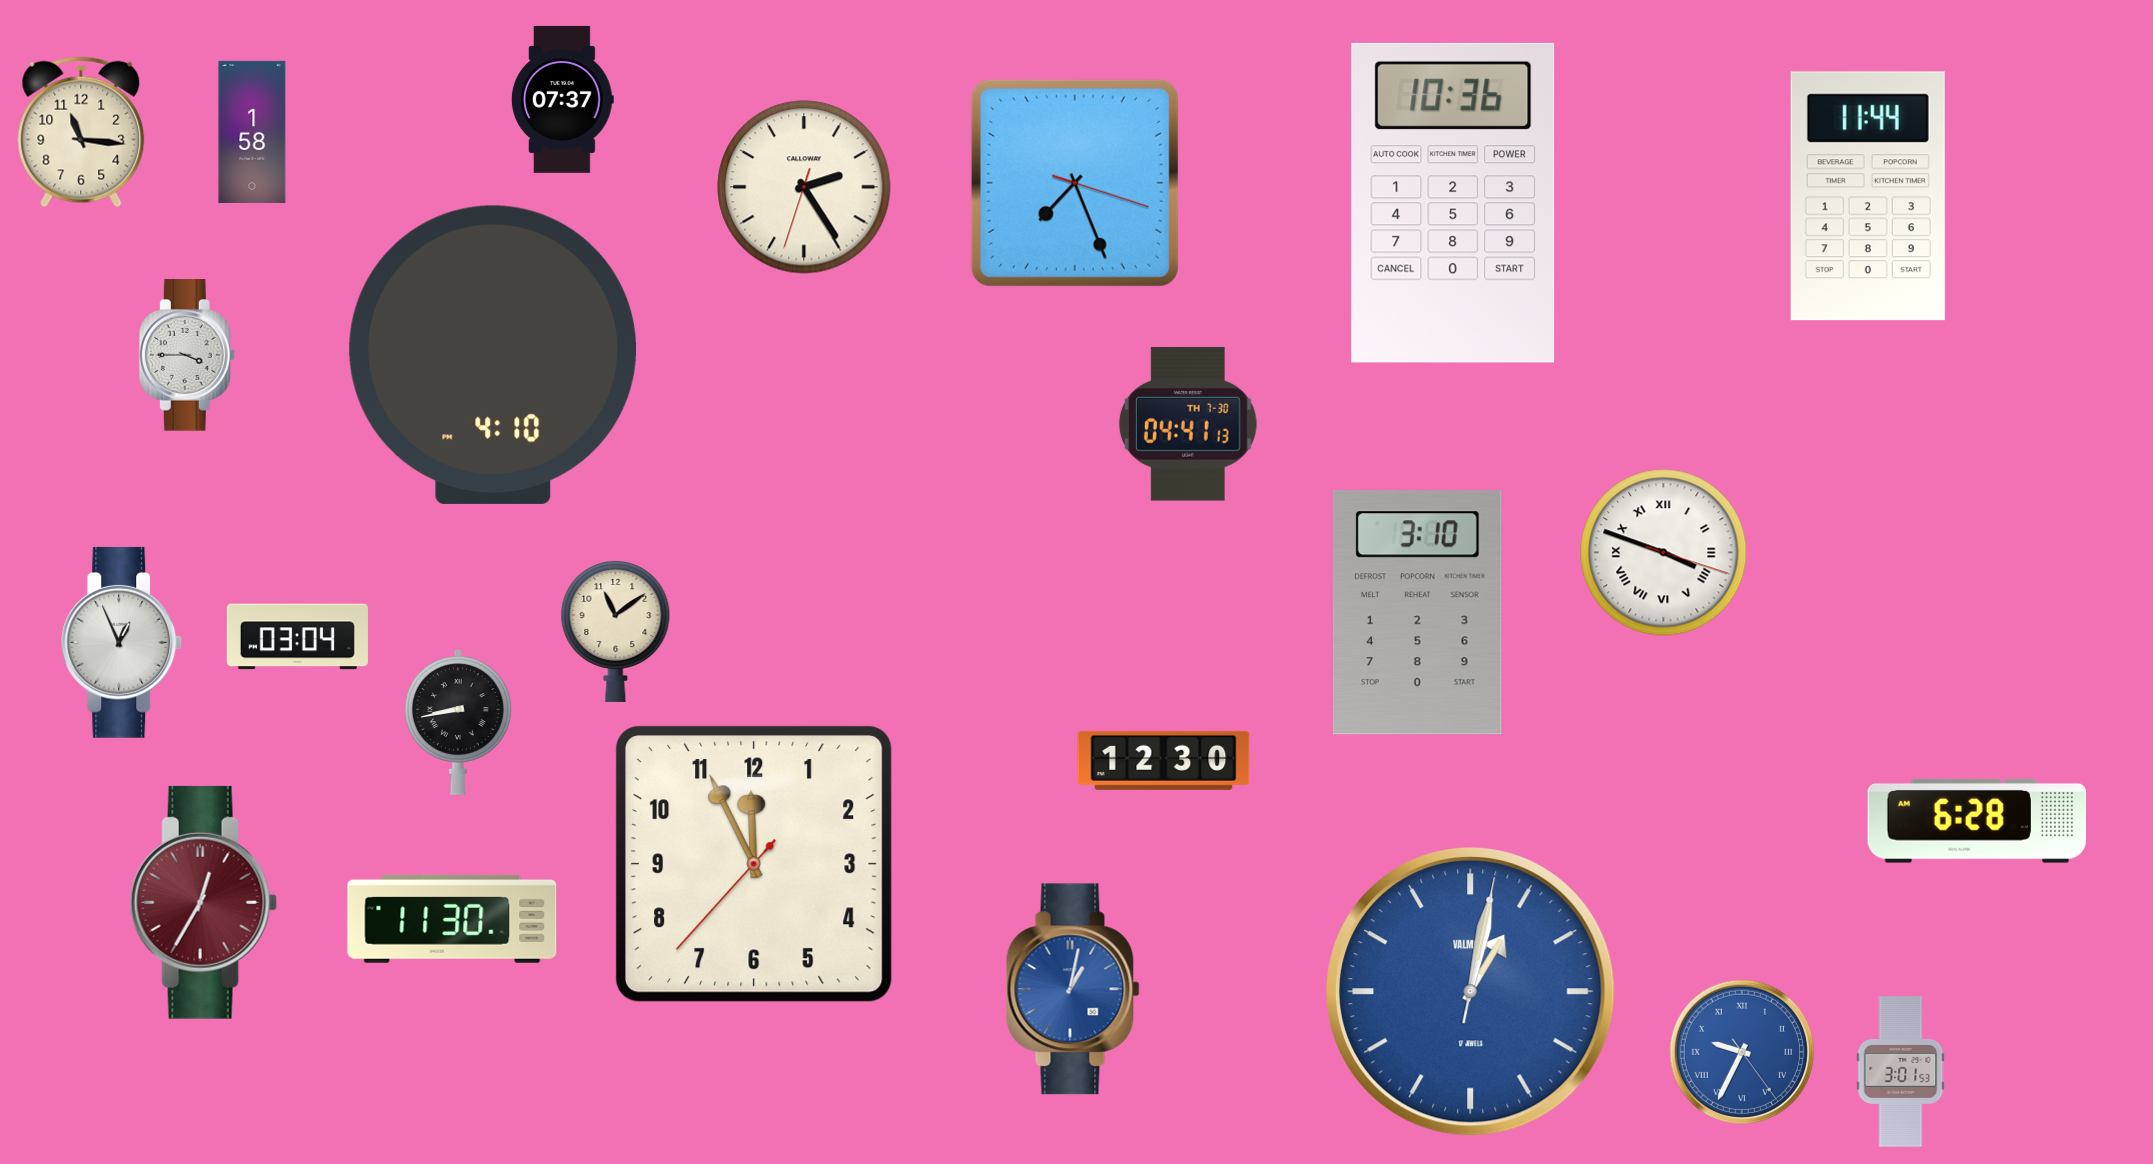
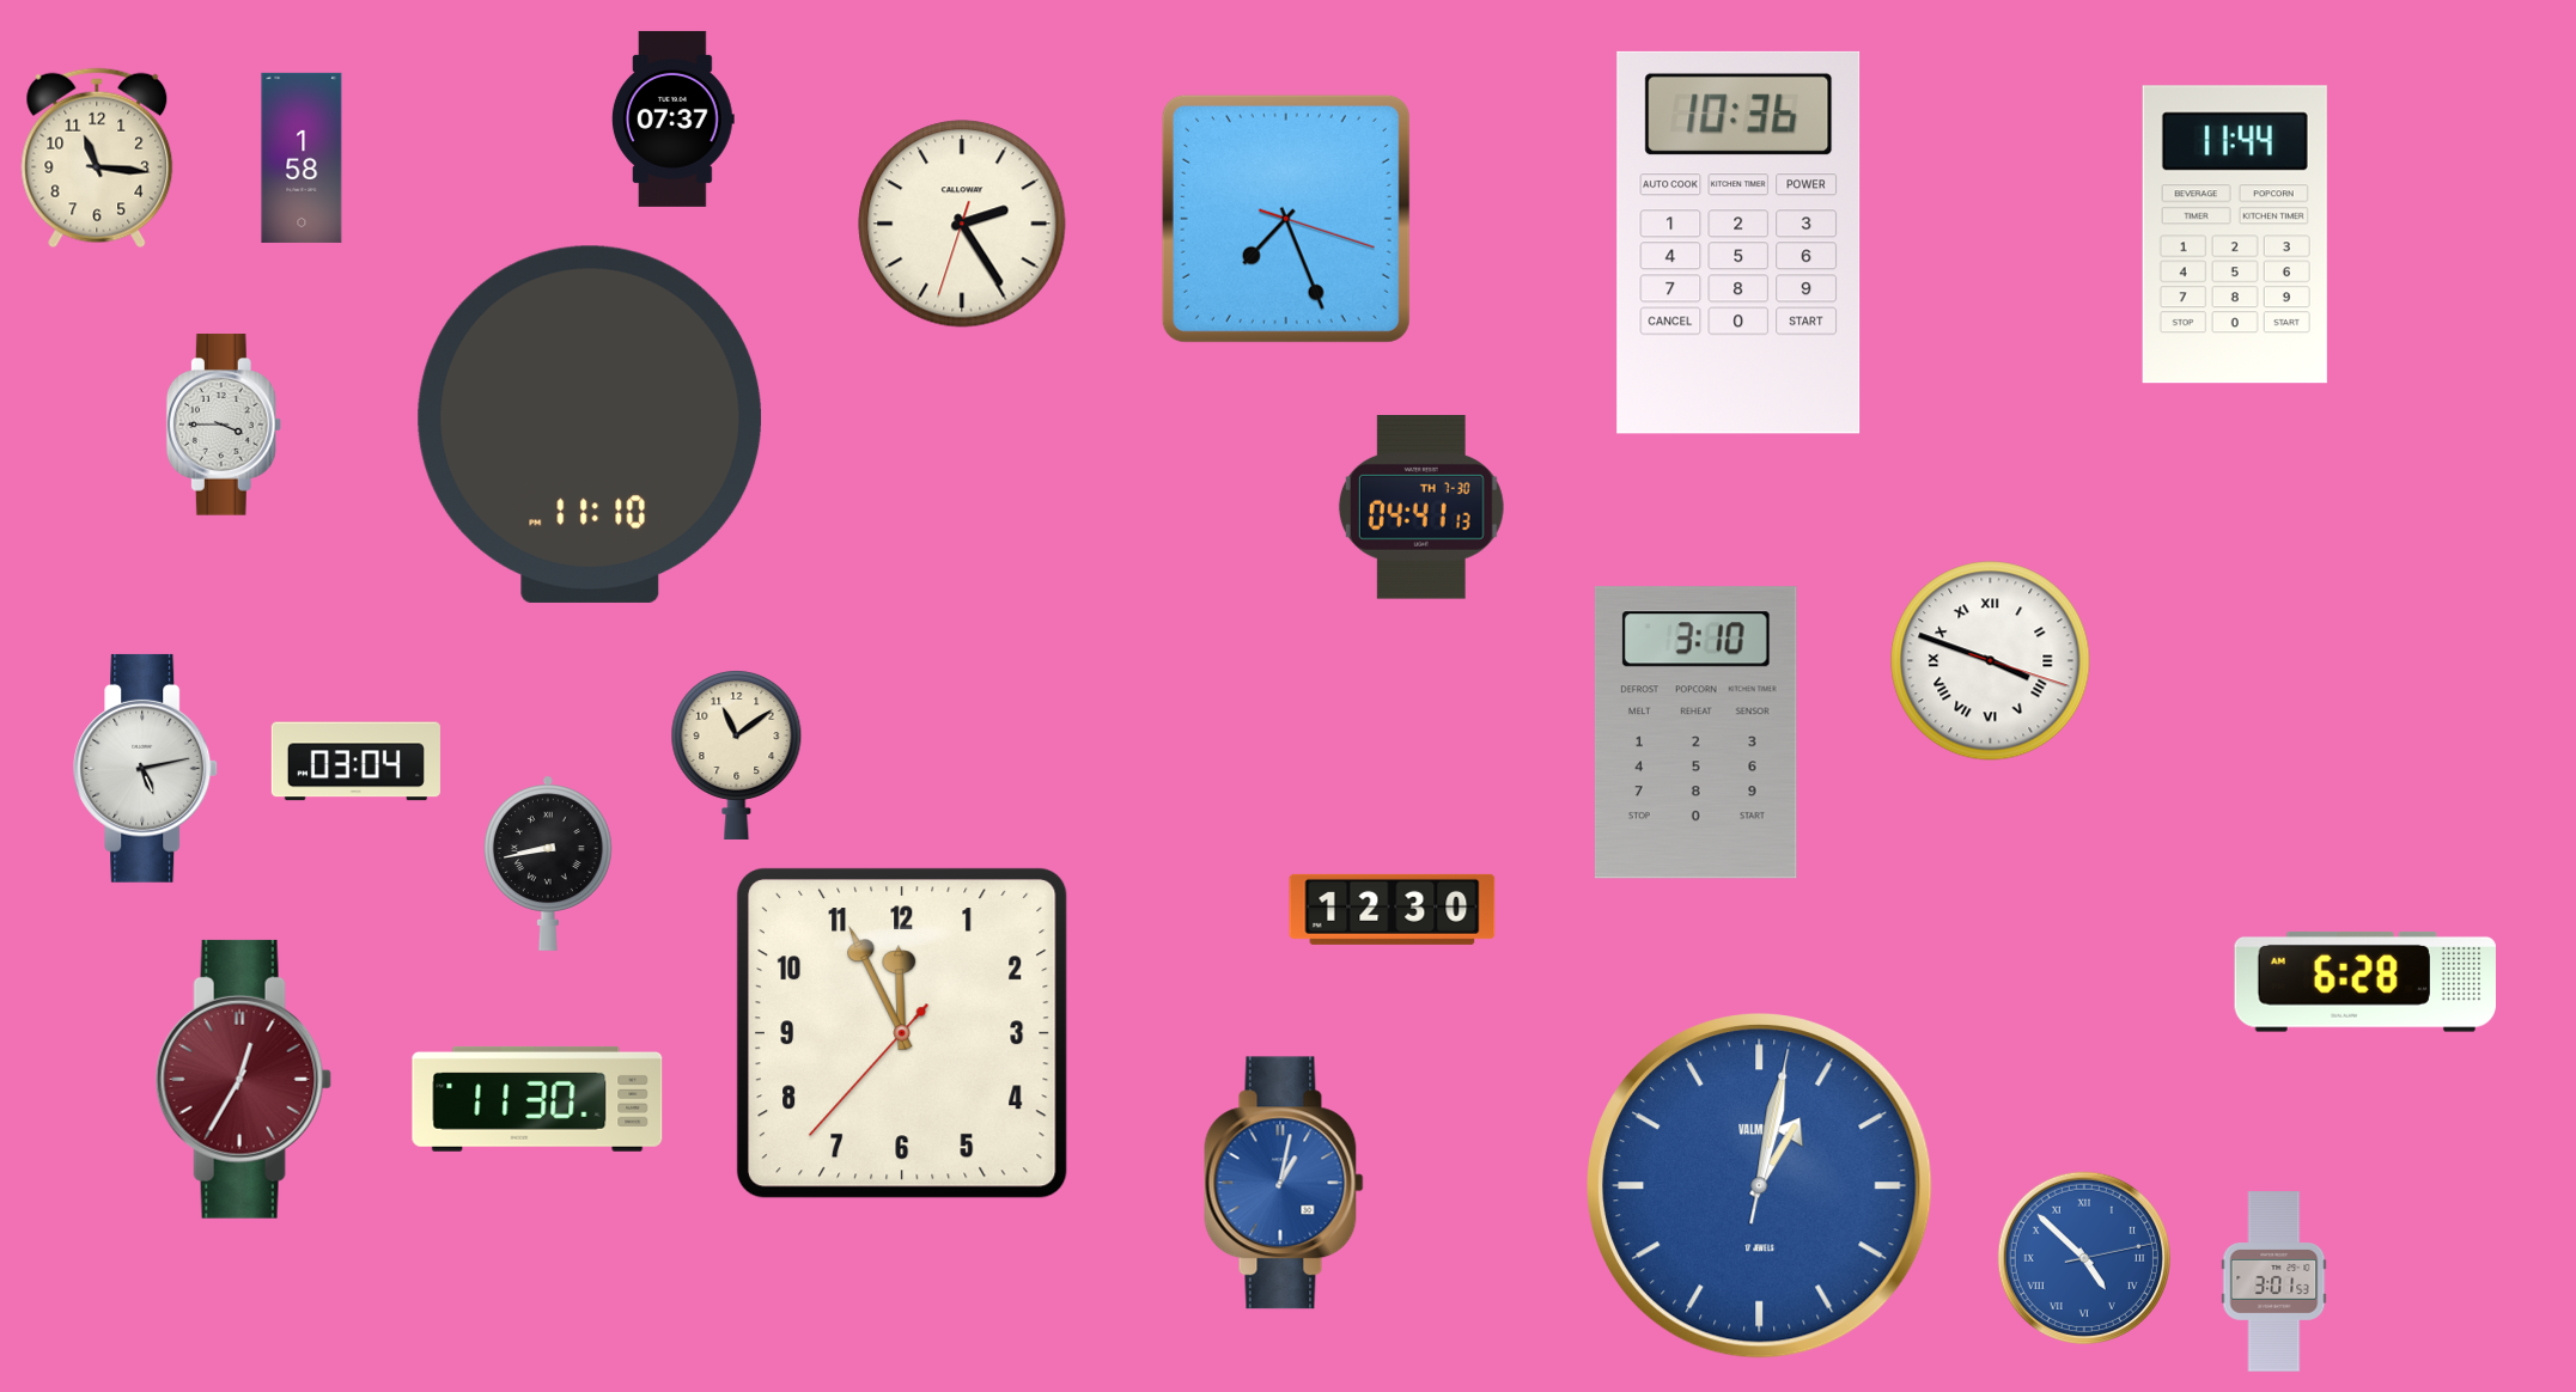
clock at (493, 355): 4:10 -> 11:10
clock at (122, 642): 12:56 -> 5:13
clock at (452, 919) position: (452, 919) -> (537, 1099)
clock at (1742, 1052): 9:34 -> 4:52
